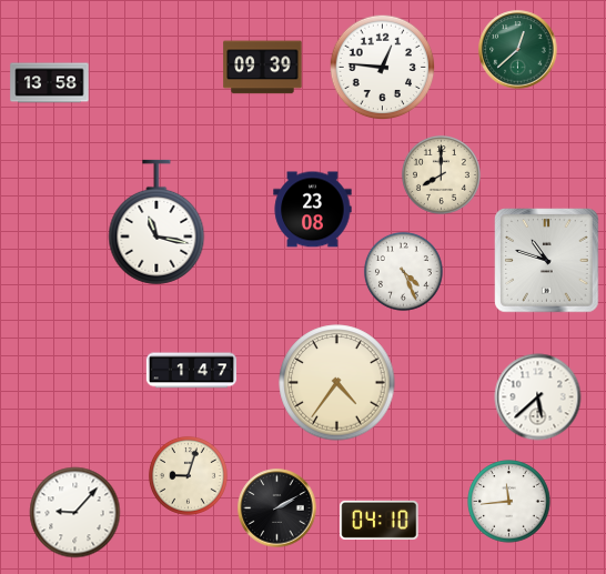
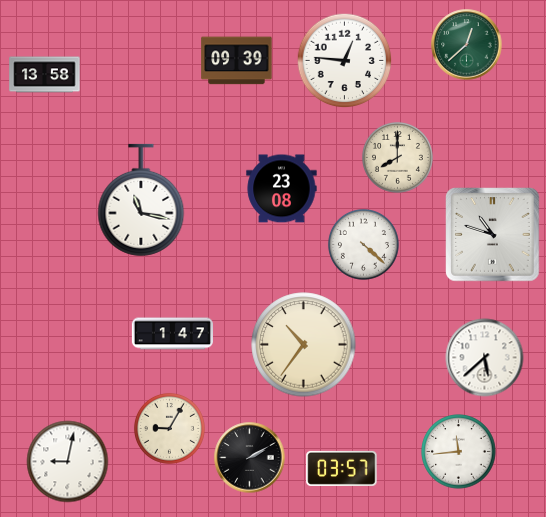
clock at (403, 271): 4:26 -> 4:22
clock at (337, 383): 4:36 -> 10:36
clock at (188, 475): 9:03 -> 9:05
clock at (75, 513): 9:07 -> 9:02
clock at (380, 520): 04:10 -> 03:57
